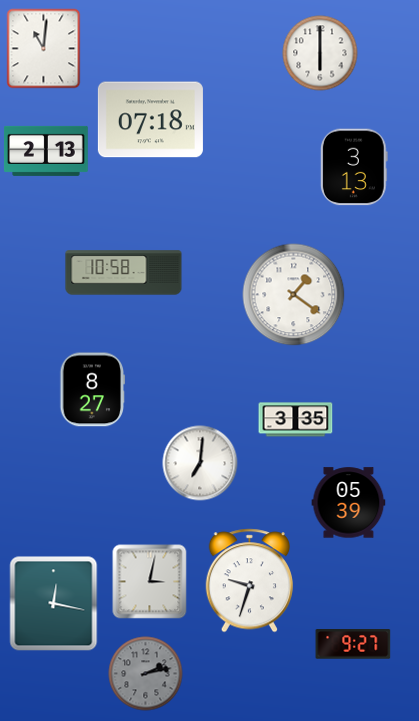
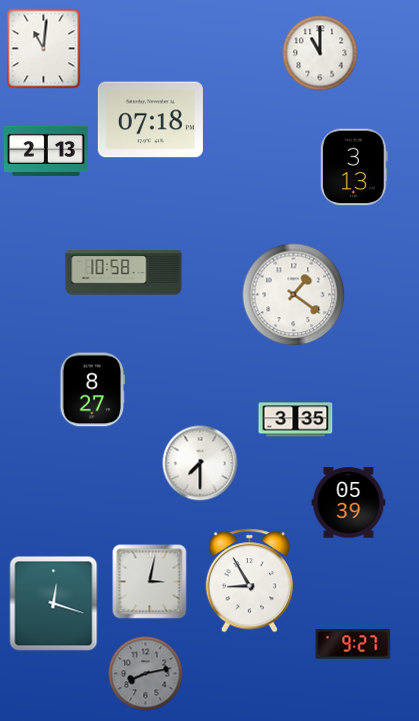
clock at (320, 53): 6:00 -> 11:00
clock at (200, 463): 7:01 -> 7:30
clock at (250, 581): 9:33 -> 8:55
clock at (54, 604): 12:17 -> 12:18
clock at (146, 674): 2:13 -> 8:13
